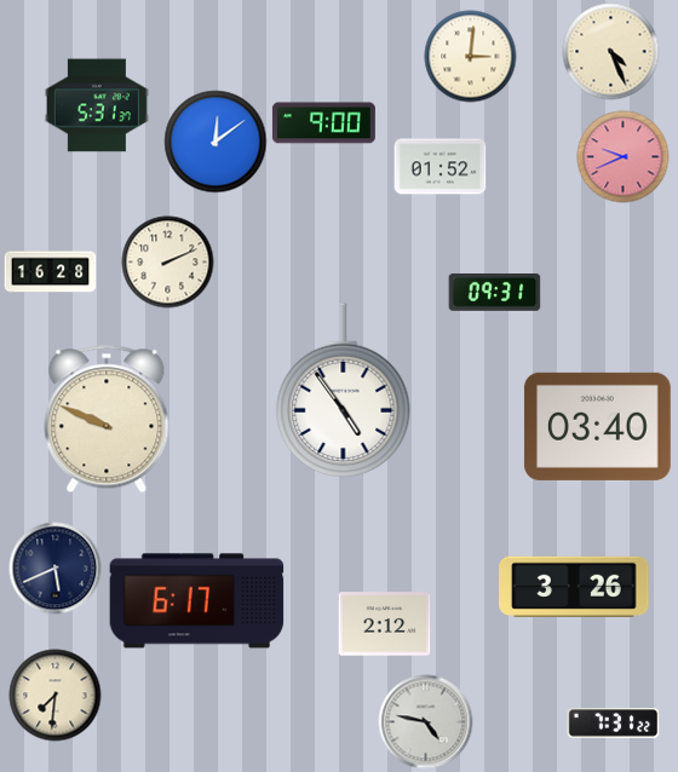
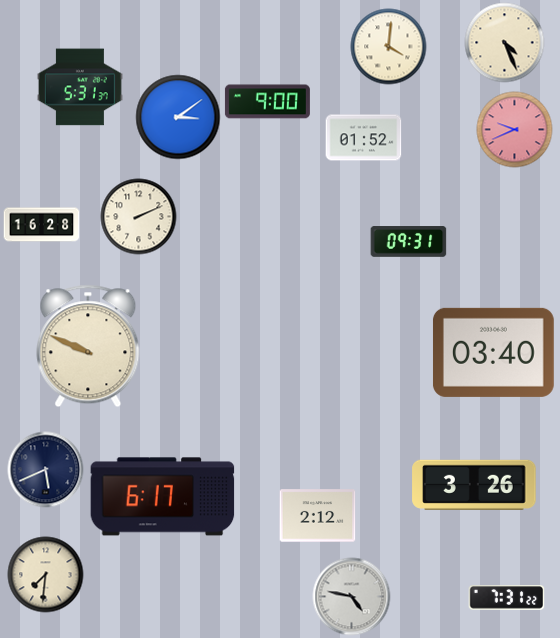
clock at (471, 57): 3:01 -> 4:01
clock at (216, 142): 12:09 -> 3:09
clock at (344, 391): 4:54 -> none
